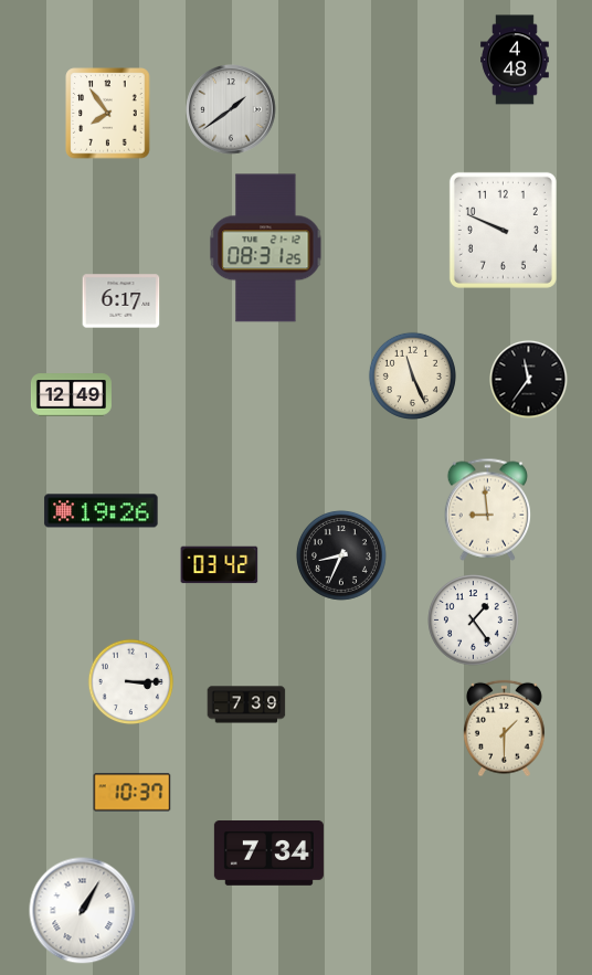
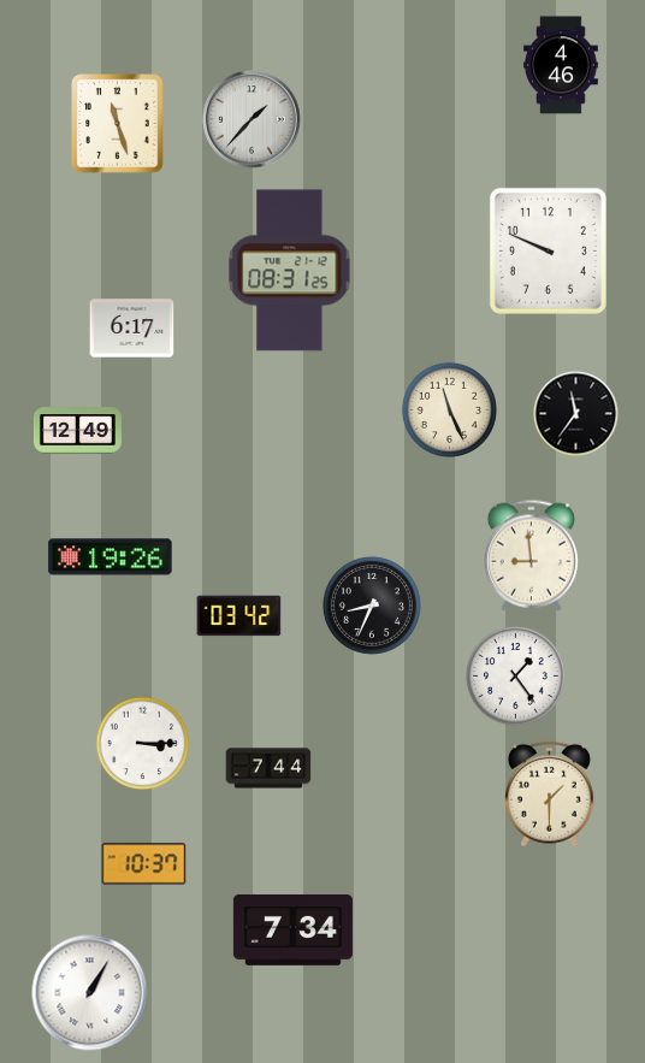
clock at (515, 60): 4:48 -> 4:46
clock at (231, 109): 1:39 -> 1:37
clock at (108, 114): 7:54 -> 11:27
clock at (246, 704): 7:39 -> 7:44
